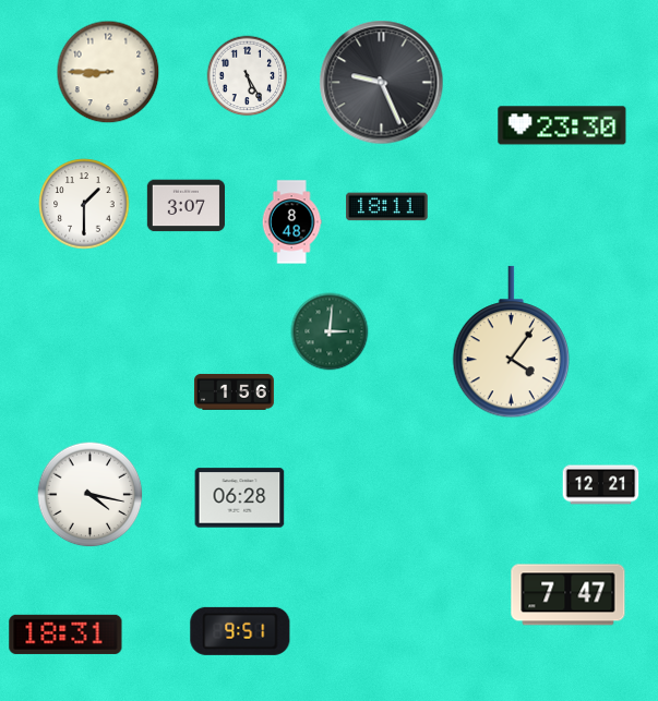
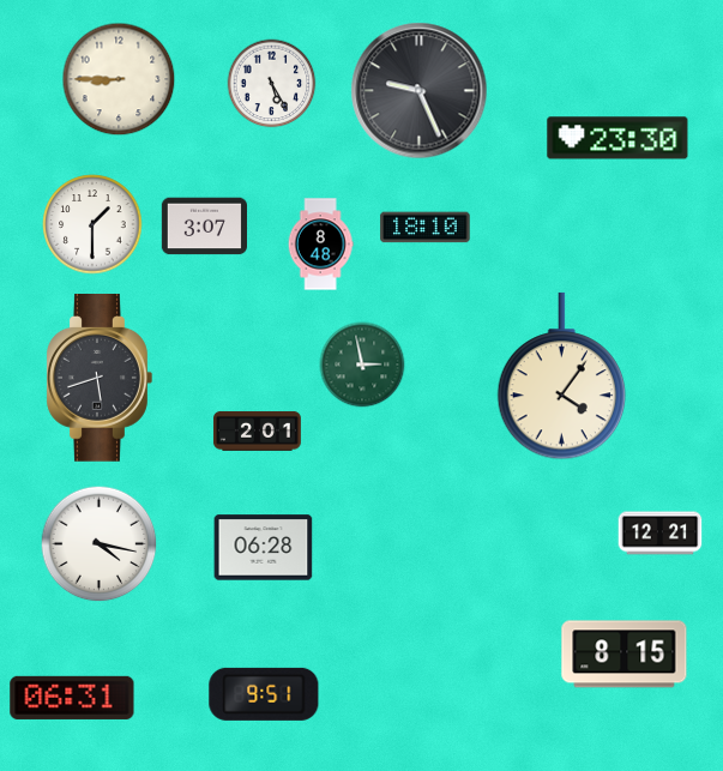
clock at (387, 207): 18:11 -> 18:10
clock at (330, 331): 3:01 -> 2:58
clock at (100, 379): none -> 5:42
clock at (234, 391): 1:56 -> 2:01
clock at (569, 595): 7:47 -> 8:15
clock at (65, 634): 18:31 -> 06:31
